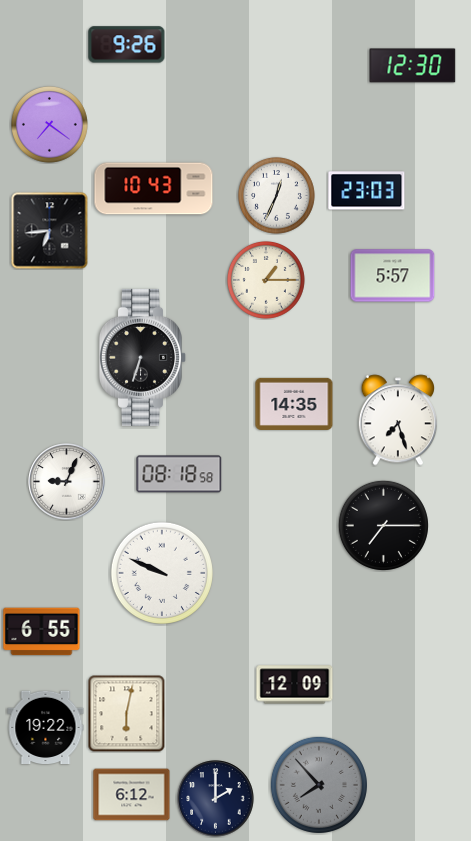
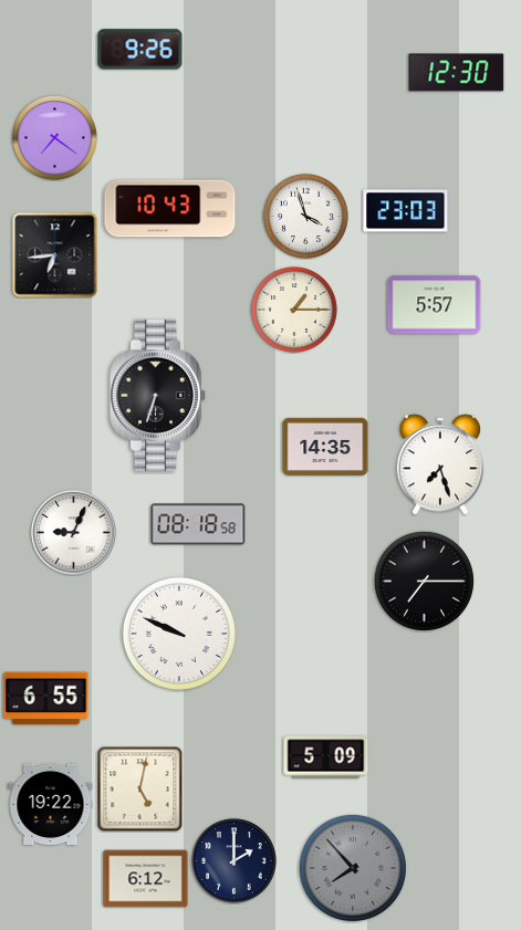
clock at (276, 195): 12:34 -> 3:57
clock at (295, 685): 12:09 -> 5:09
clock at (126, 714): 6:02 -> 5:02
clock at (216, 799) position: (216, 799) -> (235, 861)
